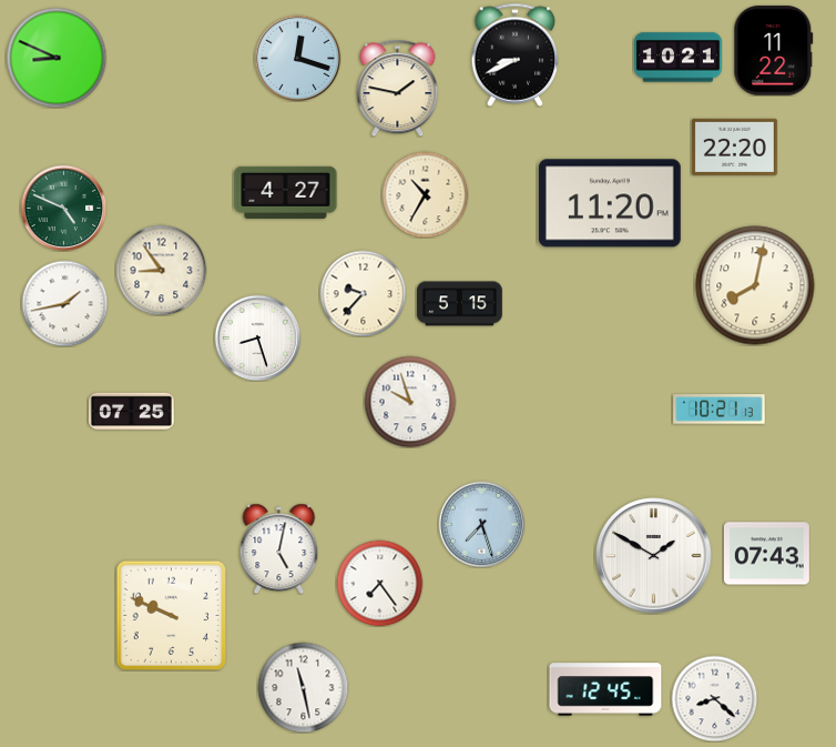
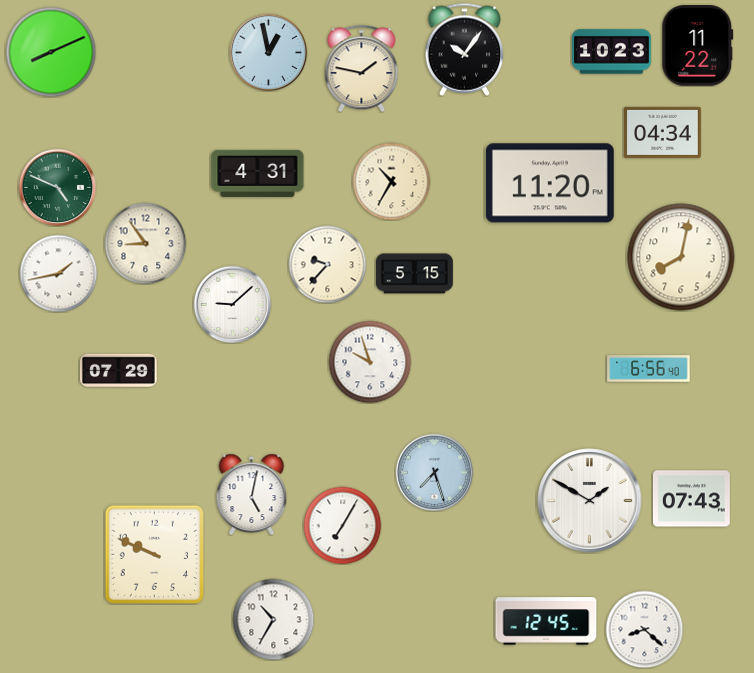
clock at (516, 54): 8:41 -> 10:06
clock at (57, 58): 8:49 -> 8:11
clock at (297, 58): 12:18 -> 12:58
clock at (679, 58): 10:21 -> 10:23
clock at (398, 88) position: (398, 88) -> (362, 68)
clock at (734, 147): 22:20 -> 04:34
clock at (286, 192): 4:27 -> 4:31
clock at (425, 194) position: (425, 194) -> (391, 181)
clock at (257, 337): 8:27 -> 9:08
clock at (720, 410): 10:21 -> 6:56
clock at (131, 412): 07:25 -> 07:29
clock at (379, 583): 7:24 -> 7:05
clock at (303, 687): 11:28 -> 10:35
